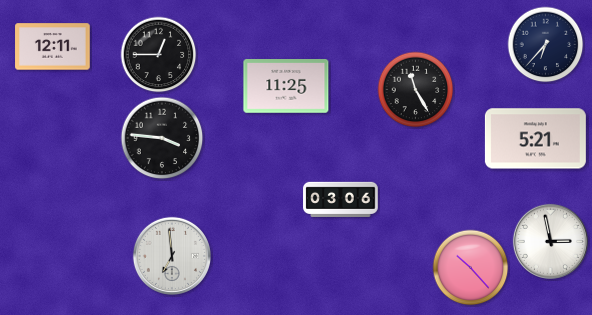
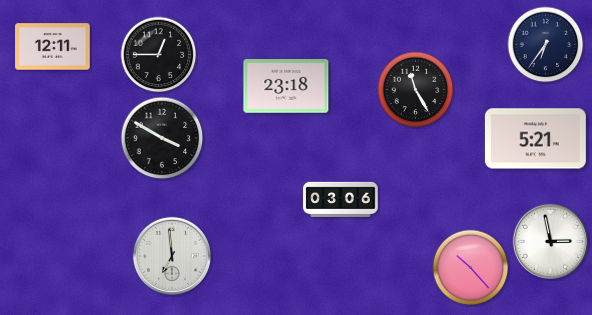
clock at (546, 45): 6:37 -> 6:36
clock at (286, 87): 11:25 -> 23:18
clock at (162, 138): 3:46 -> 3:50
